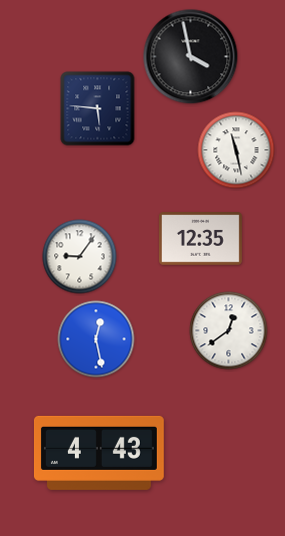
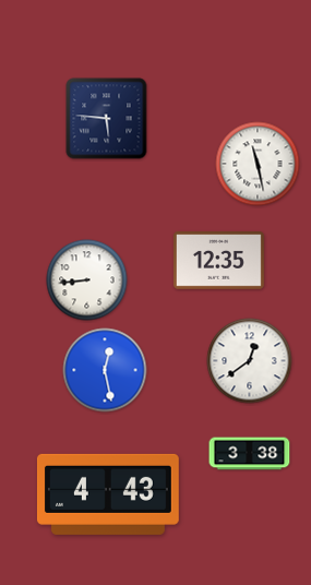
clock at (191, 57): 3:58 -> none
clock at (80, 257): 9:06 -> 8:44
clock at (250, 454): none -> 3:38
